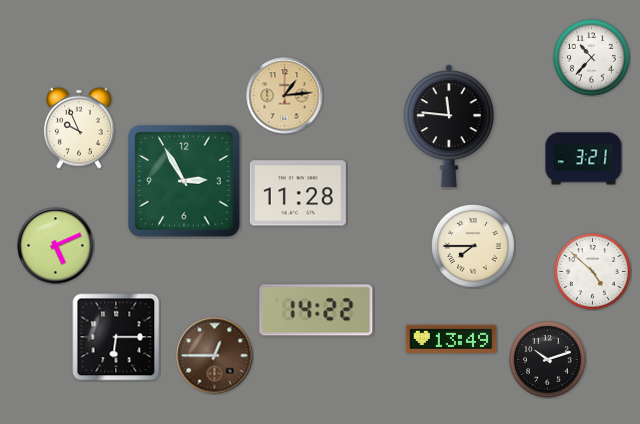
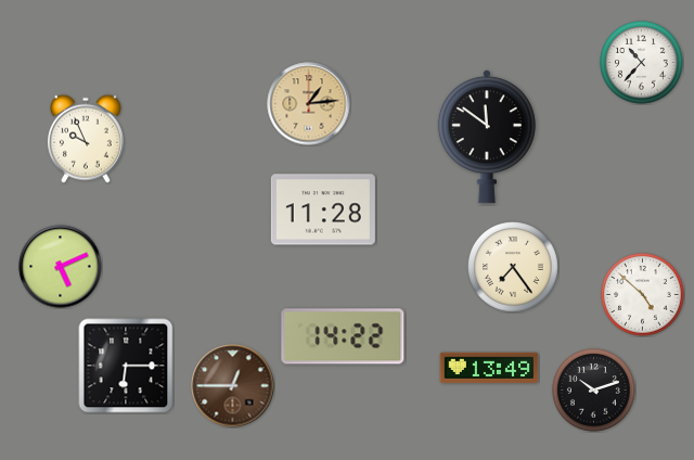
clock at (449, 126): 11:46 -> 11:51
clock at (584, 159): 3:21 -> none
clock at (184, 181): 2:55 -> none
clock at (474, 247): 7:45 -> 7:24
